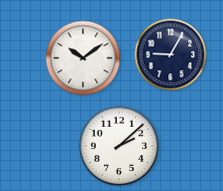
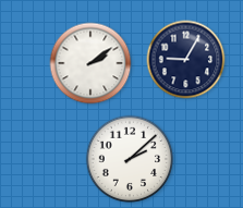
clock at (83, 58): 10:09 -> 2:09
